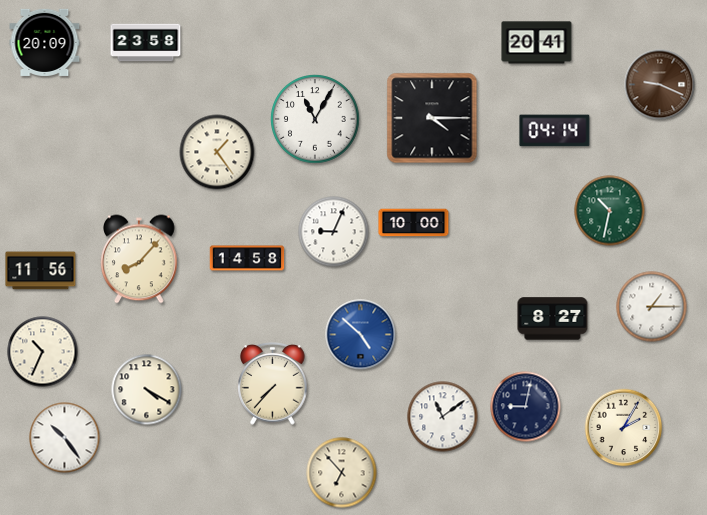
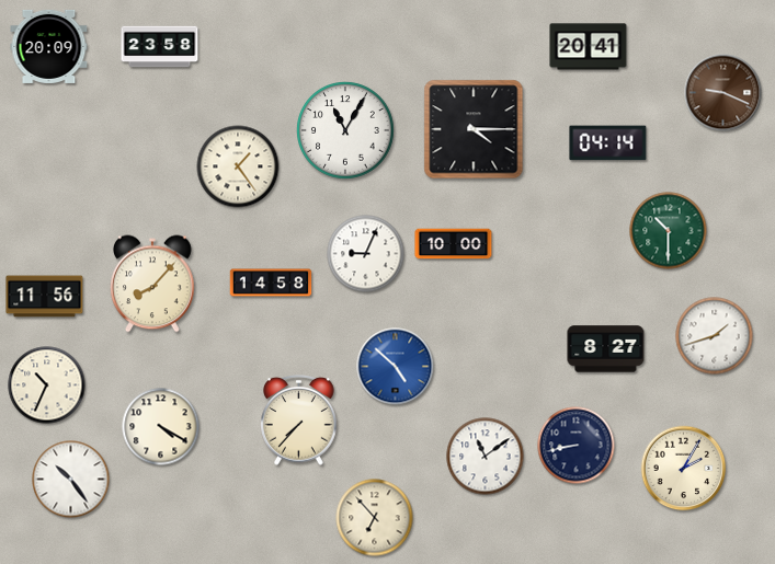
clock at (610, 211): 10:32 -> 10:30
clock at (652, 307): 1:15 -> 1:42
clock at (526, 407): 9:02 -> 8:43
